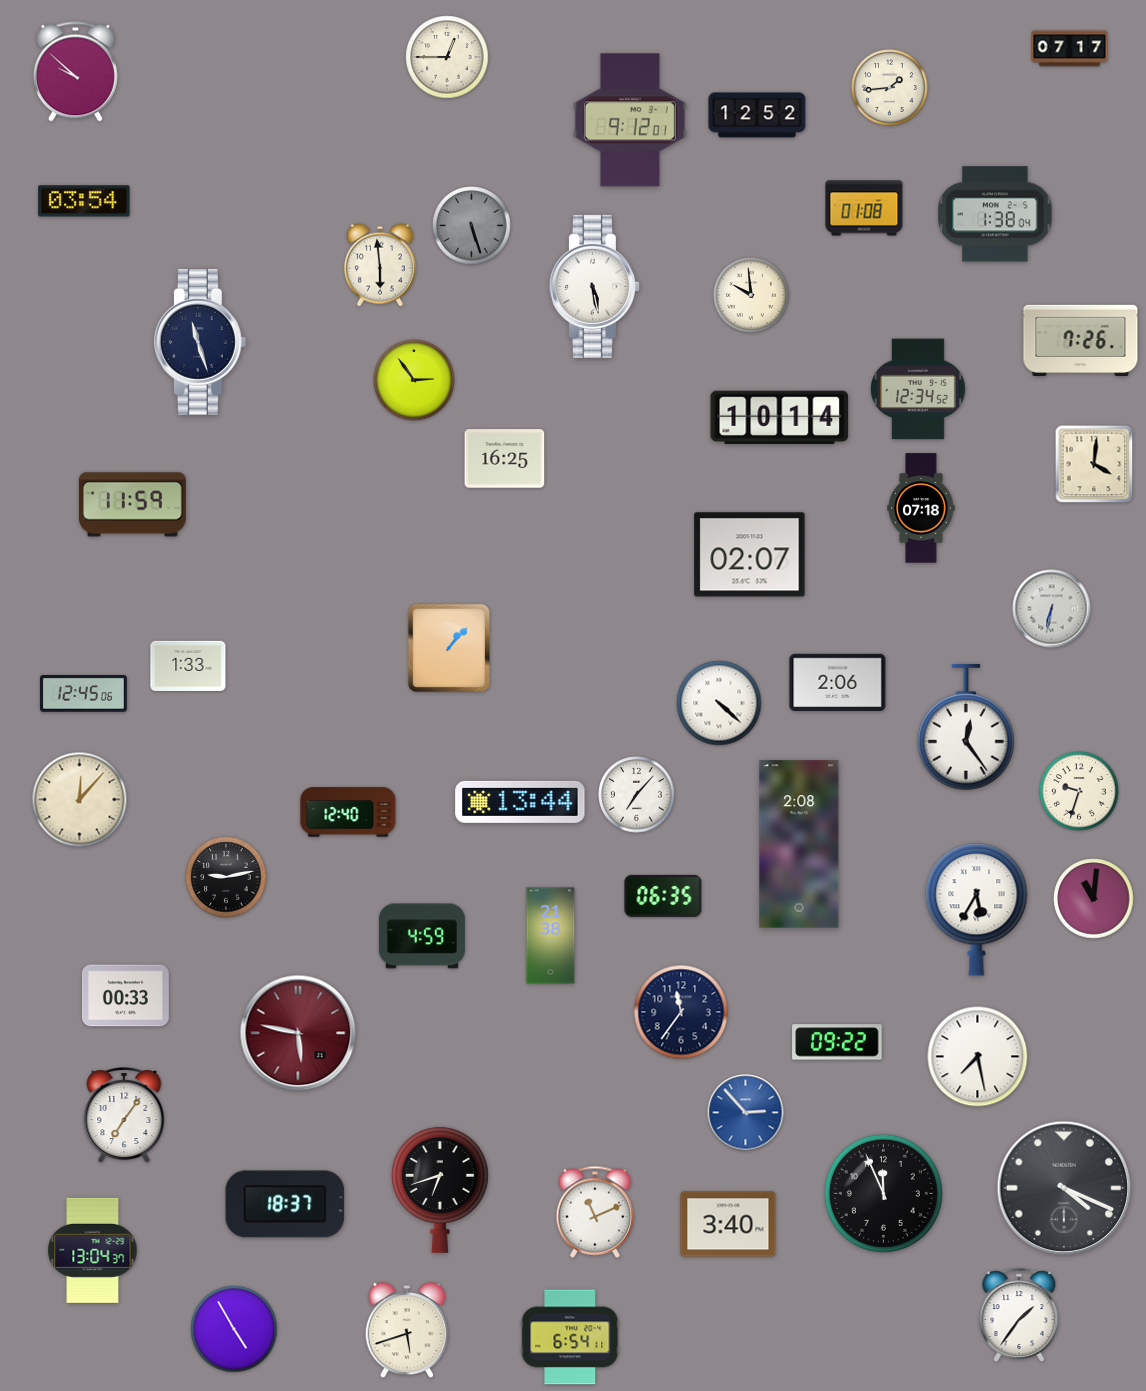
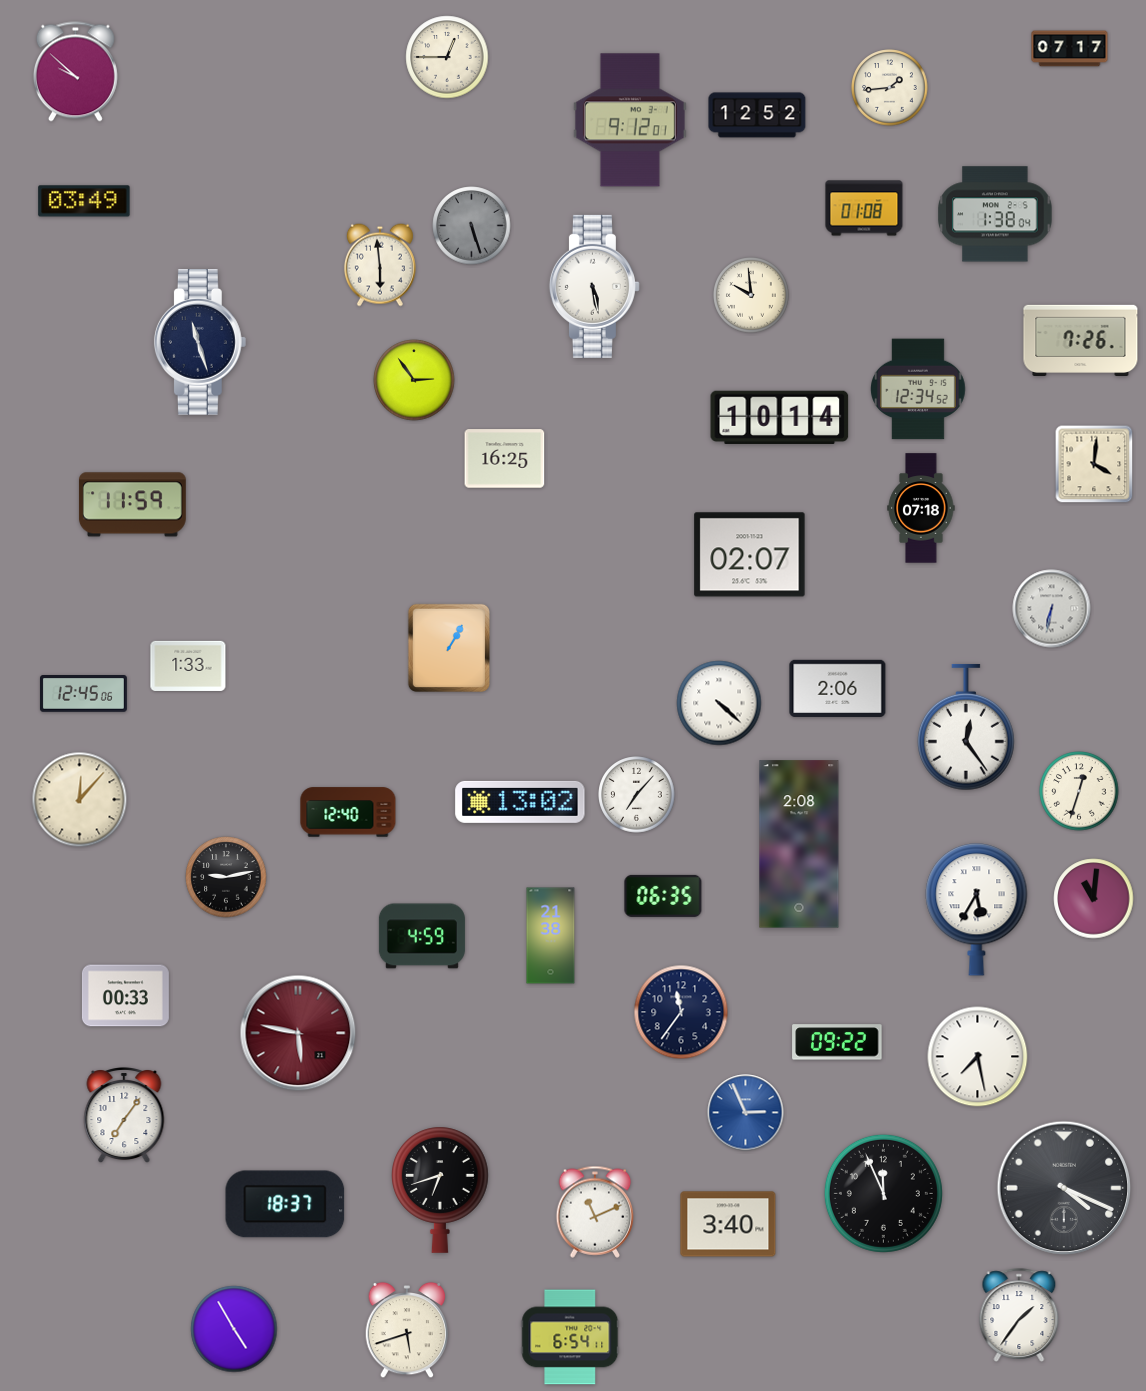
clock at (84, 201): 03:54 -> 03:49
clock at (449, 648): 1:07 -> 1:05
clock at (838, 682) position: (838, 682) -> (838, 688)
clock at (1079, 791): 9:33 -> 12:33
clock at (520, 802): 13:44 -> 13:02
clock at (746, 1113): 2:53 -> 2:56
clock at (93, 1250): 13:04 -> none
